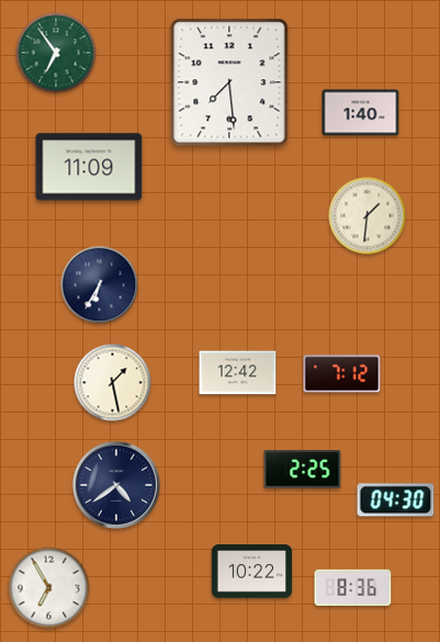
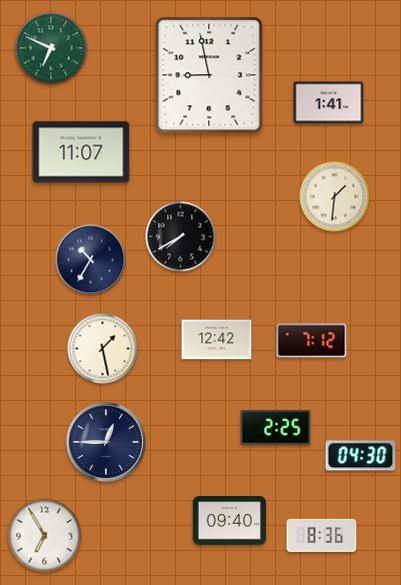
clock at (56, 53): 6:54 -> 6:49
clock at (229, 82): 7:29 -> 8:58
clock at (361, 113): 1:40 -> 1:41
clock at (89, 167): 11:09 -> 11:07
clock at (181, 237): none -> 7:40
clock at (100, 285): 6:35 -> 10:35
clock at (116, 485): 4:39 -> 12:45
clock at (252, 572): 10:22 -> 09:40
